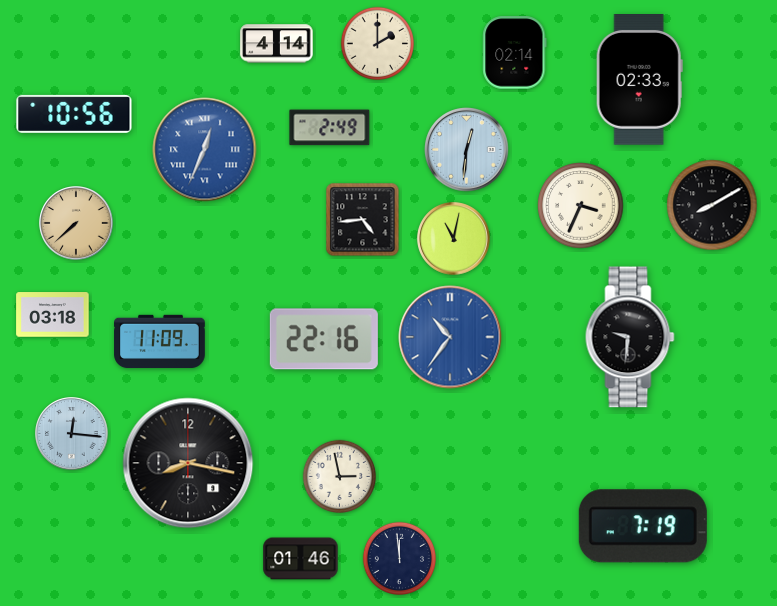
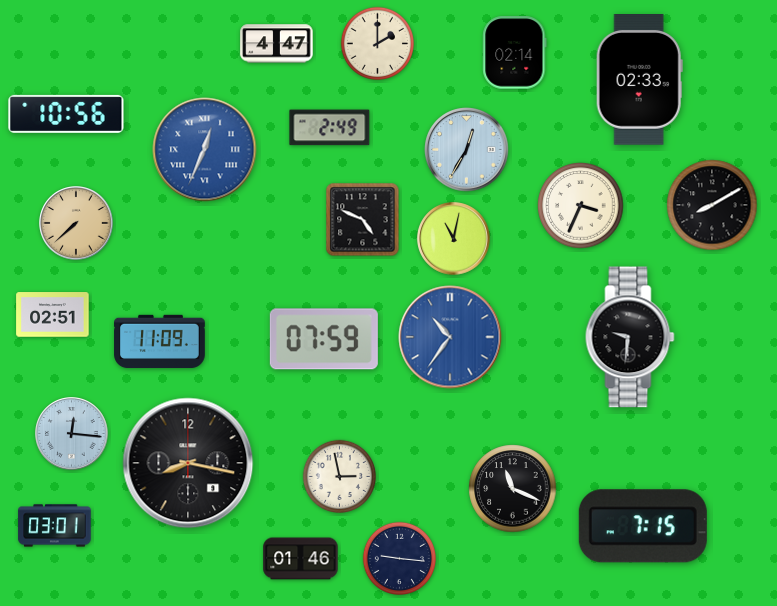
clock at (277, 44): 4:14 -> 4:47
clock at (74, 114) position: (74, 114) -> (66, 114)
clock at (467, 150): 12:31 -> 12:35
clock at (363, 220): 4:44 -> 4:49
clock at (53, 315): 03:18 -> 02:51
clock at (324, 339): 22:16 -> 07:59
clock at (513, 489): none -> 11:19
clock at (55, 526): none -> 03:01
clock at (643, 526): 7:19 -> 7:15
clock at (399, 558): 11:59 -> 9:16
